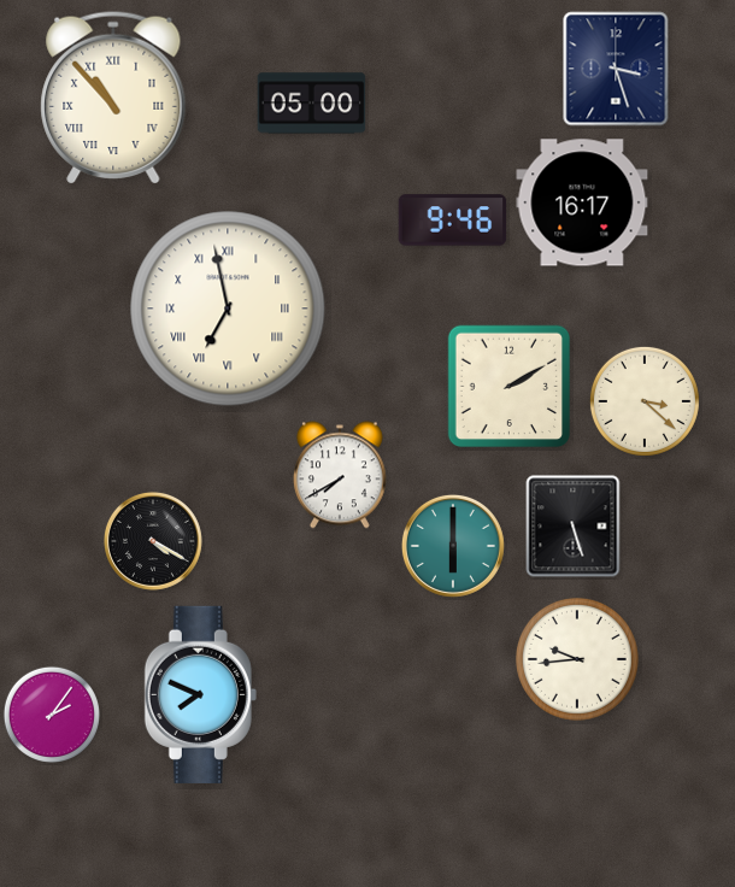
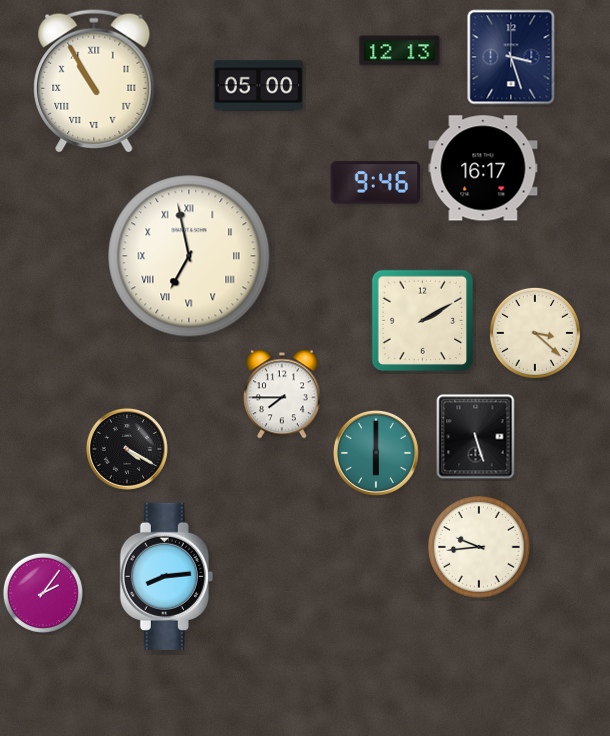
clock at (400, 51): none -> 12:13
clock at (113, 96): 10:53 -> 10:55
clock at (340, 475): 7:40 -> 7:45
clock at (200, 694): 7:49 -> 8:14
